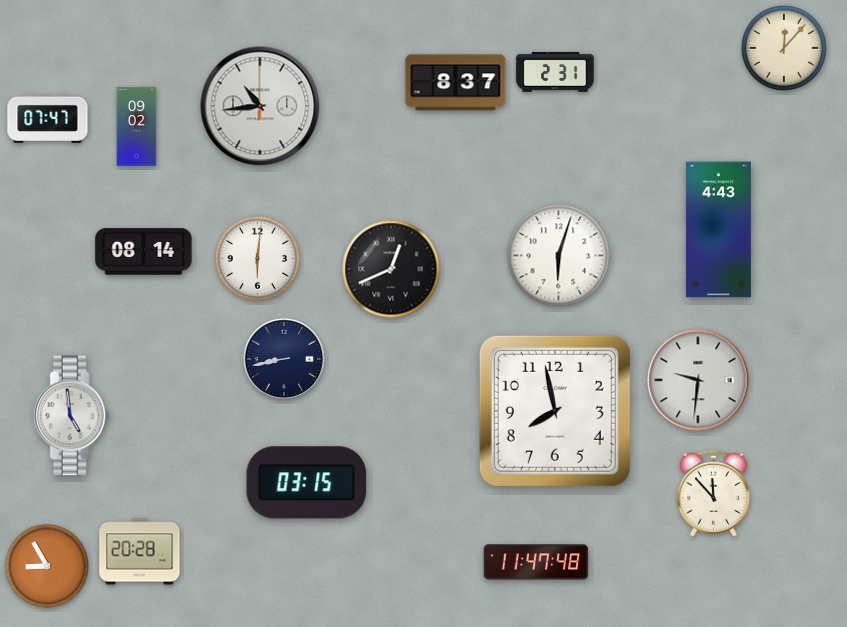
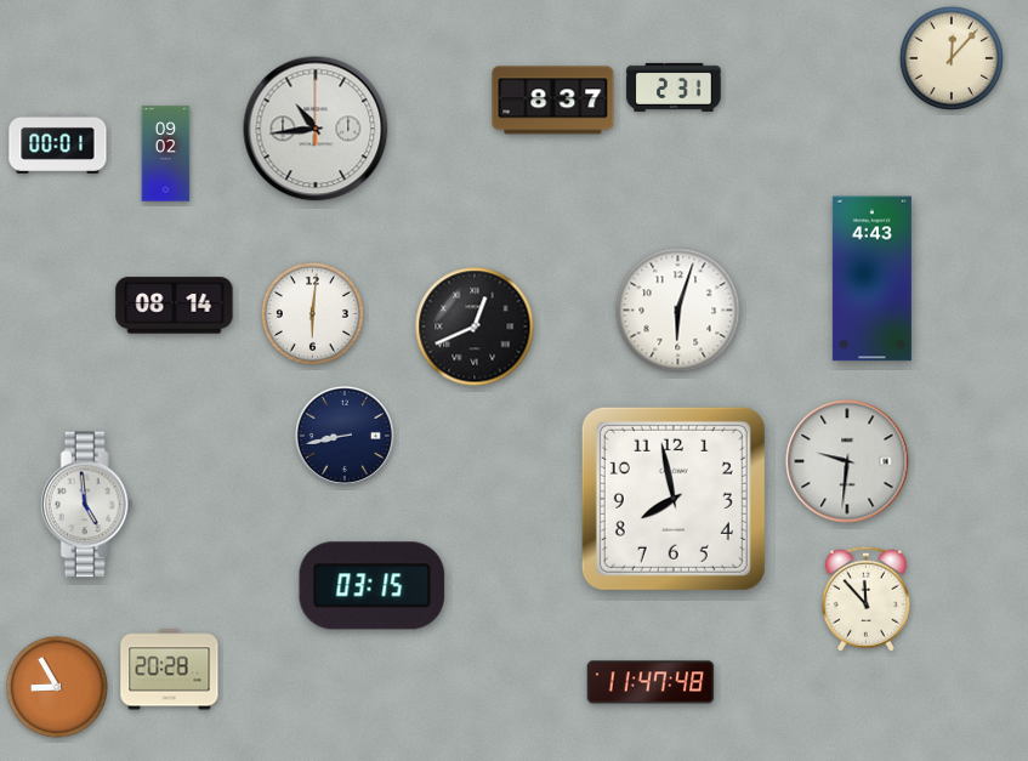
clock at (48, 118): 07:47 -> 00:01
